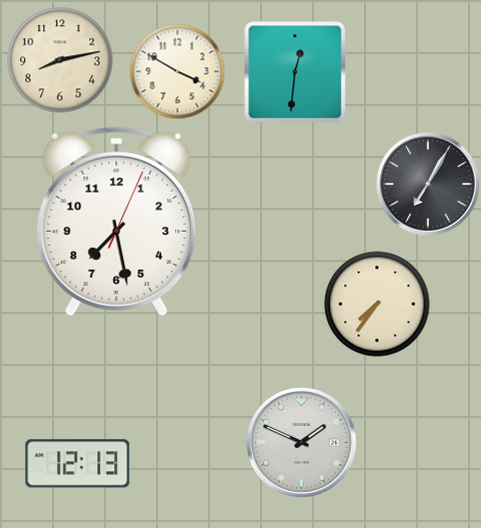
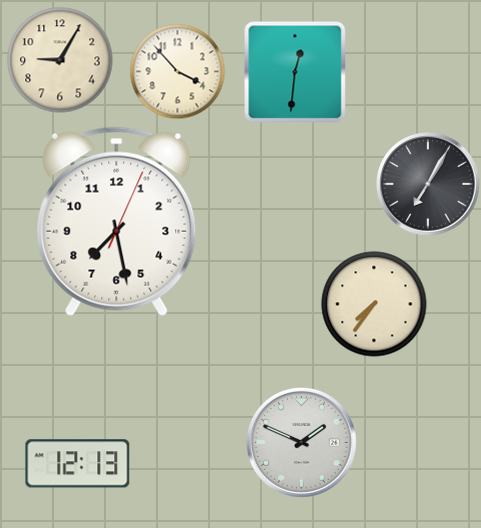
clock at (60, 60): 8:13 -> 9:05
clock at (177, 71): 3:50 -> 3:53
clock at (377, 304) position: (377, 304) -> (374, 304)
